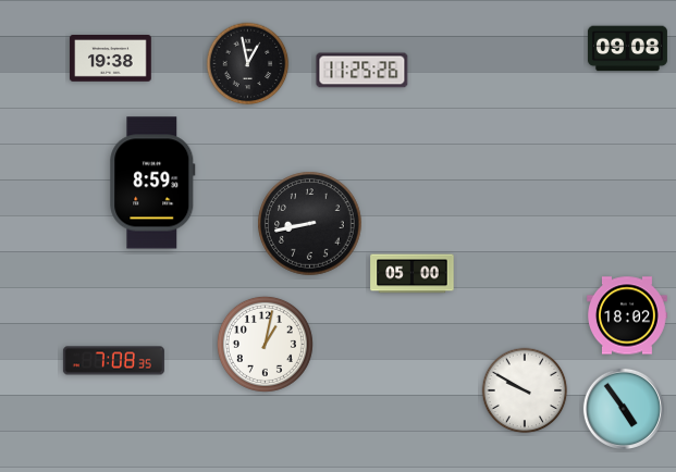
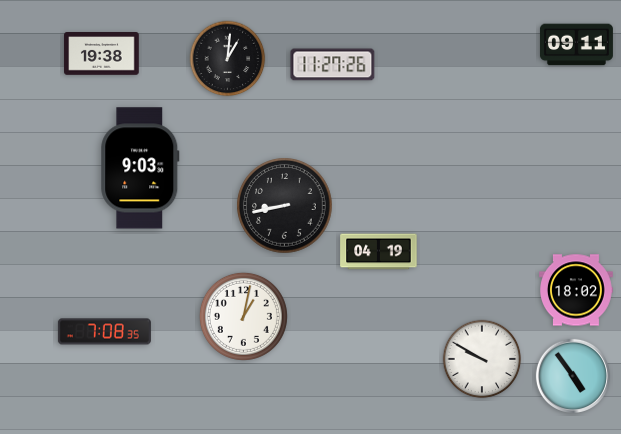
clock at (627, 49): 09:08 -> 09:11
clock at (248, 64): 12:58 -> 1:01
clock at (362, 71): 11:25 -> 11:27
clock at (152, 183): 8:59 -> 9:03
clock at (413, 274): 05:00 -> 04:19
